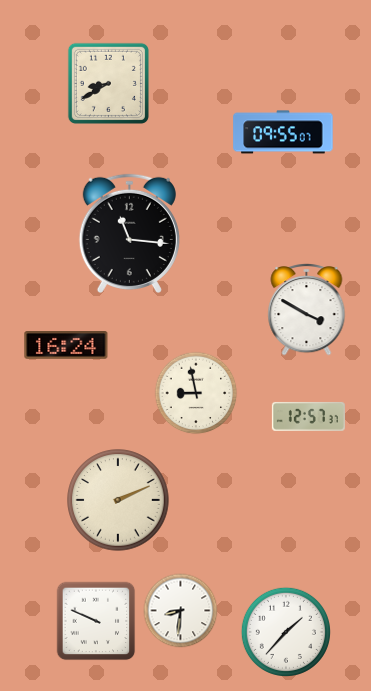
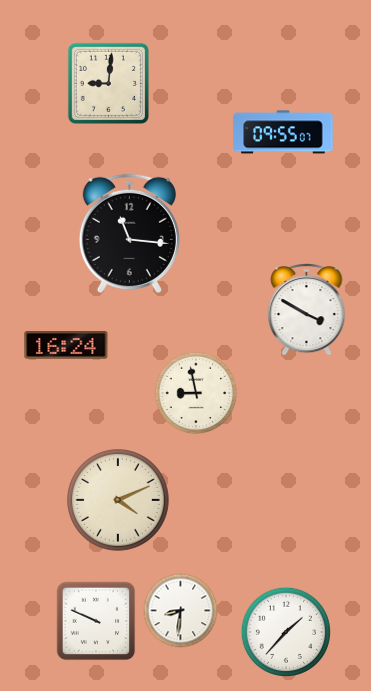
clock at (108, 83): 8:40 -> 9:01
clock at (308, 416): 12:57 -> none
clock at (118, 500): 2:11 -> 4:11
